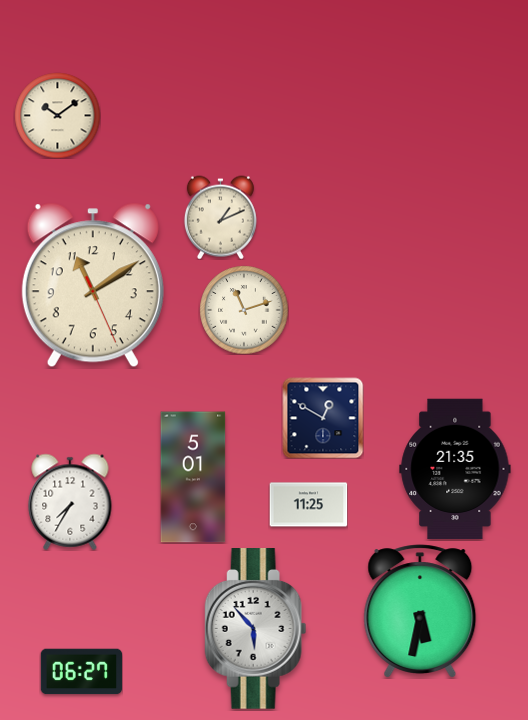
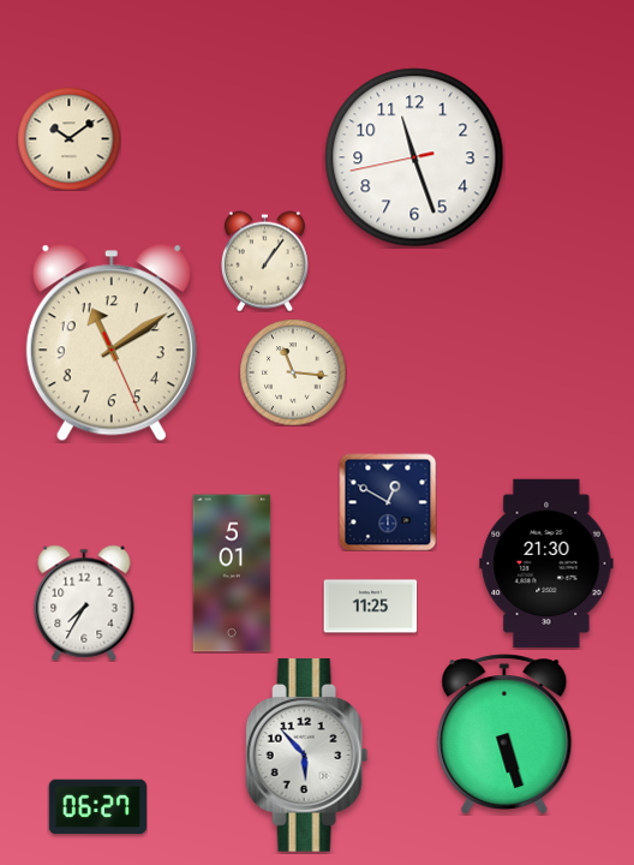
clock at (414, 157): none -> 11:26
clock at (220, 217): 1:11 -> 1:06
clock at (244, 310): 11:12 -> 11:16
clock at (455, 469): 21:35 -> 21:30
clock at (420, 611): 5:32 -> 5:27
